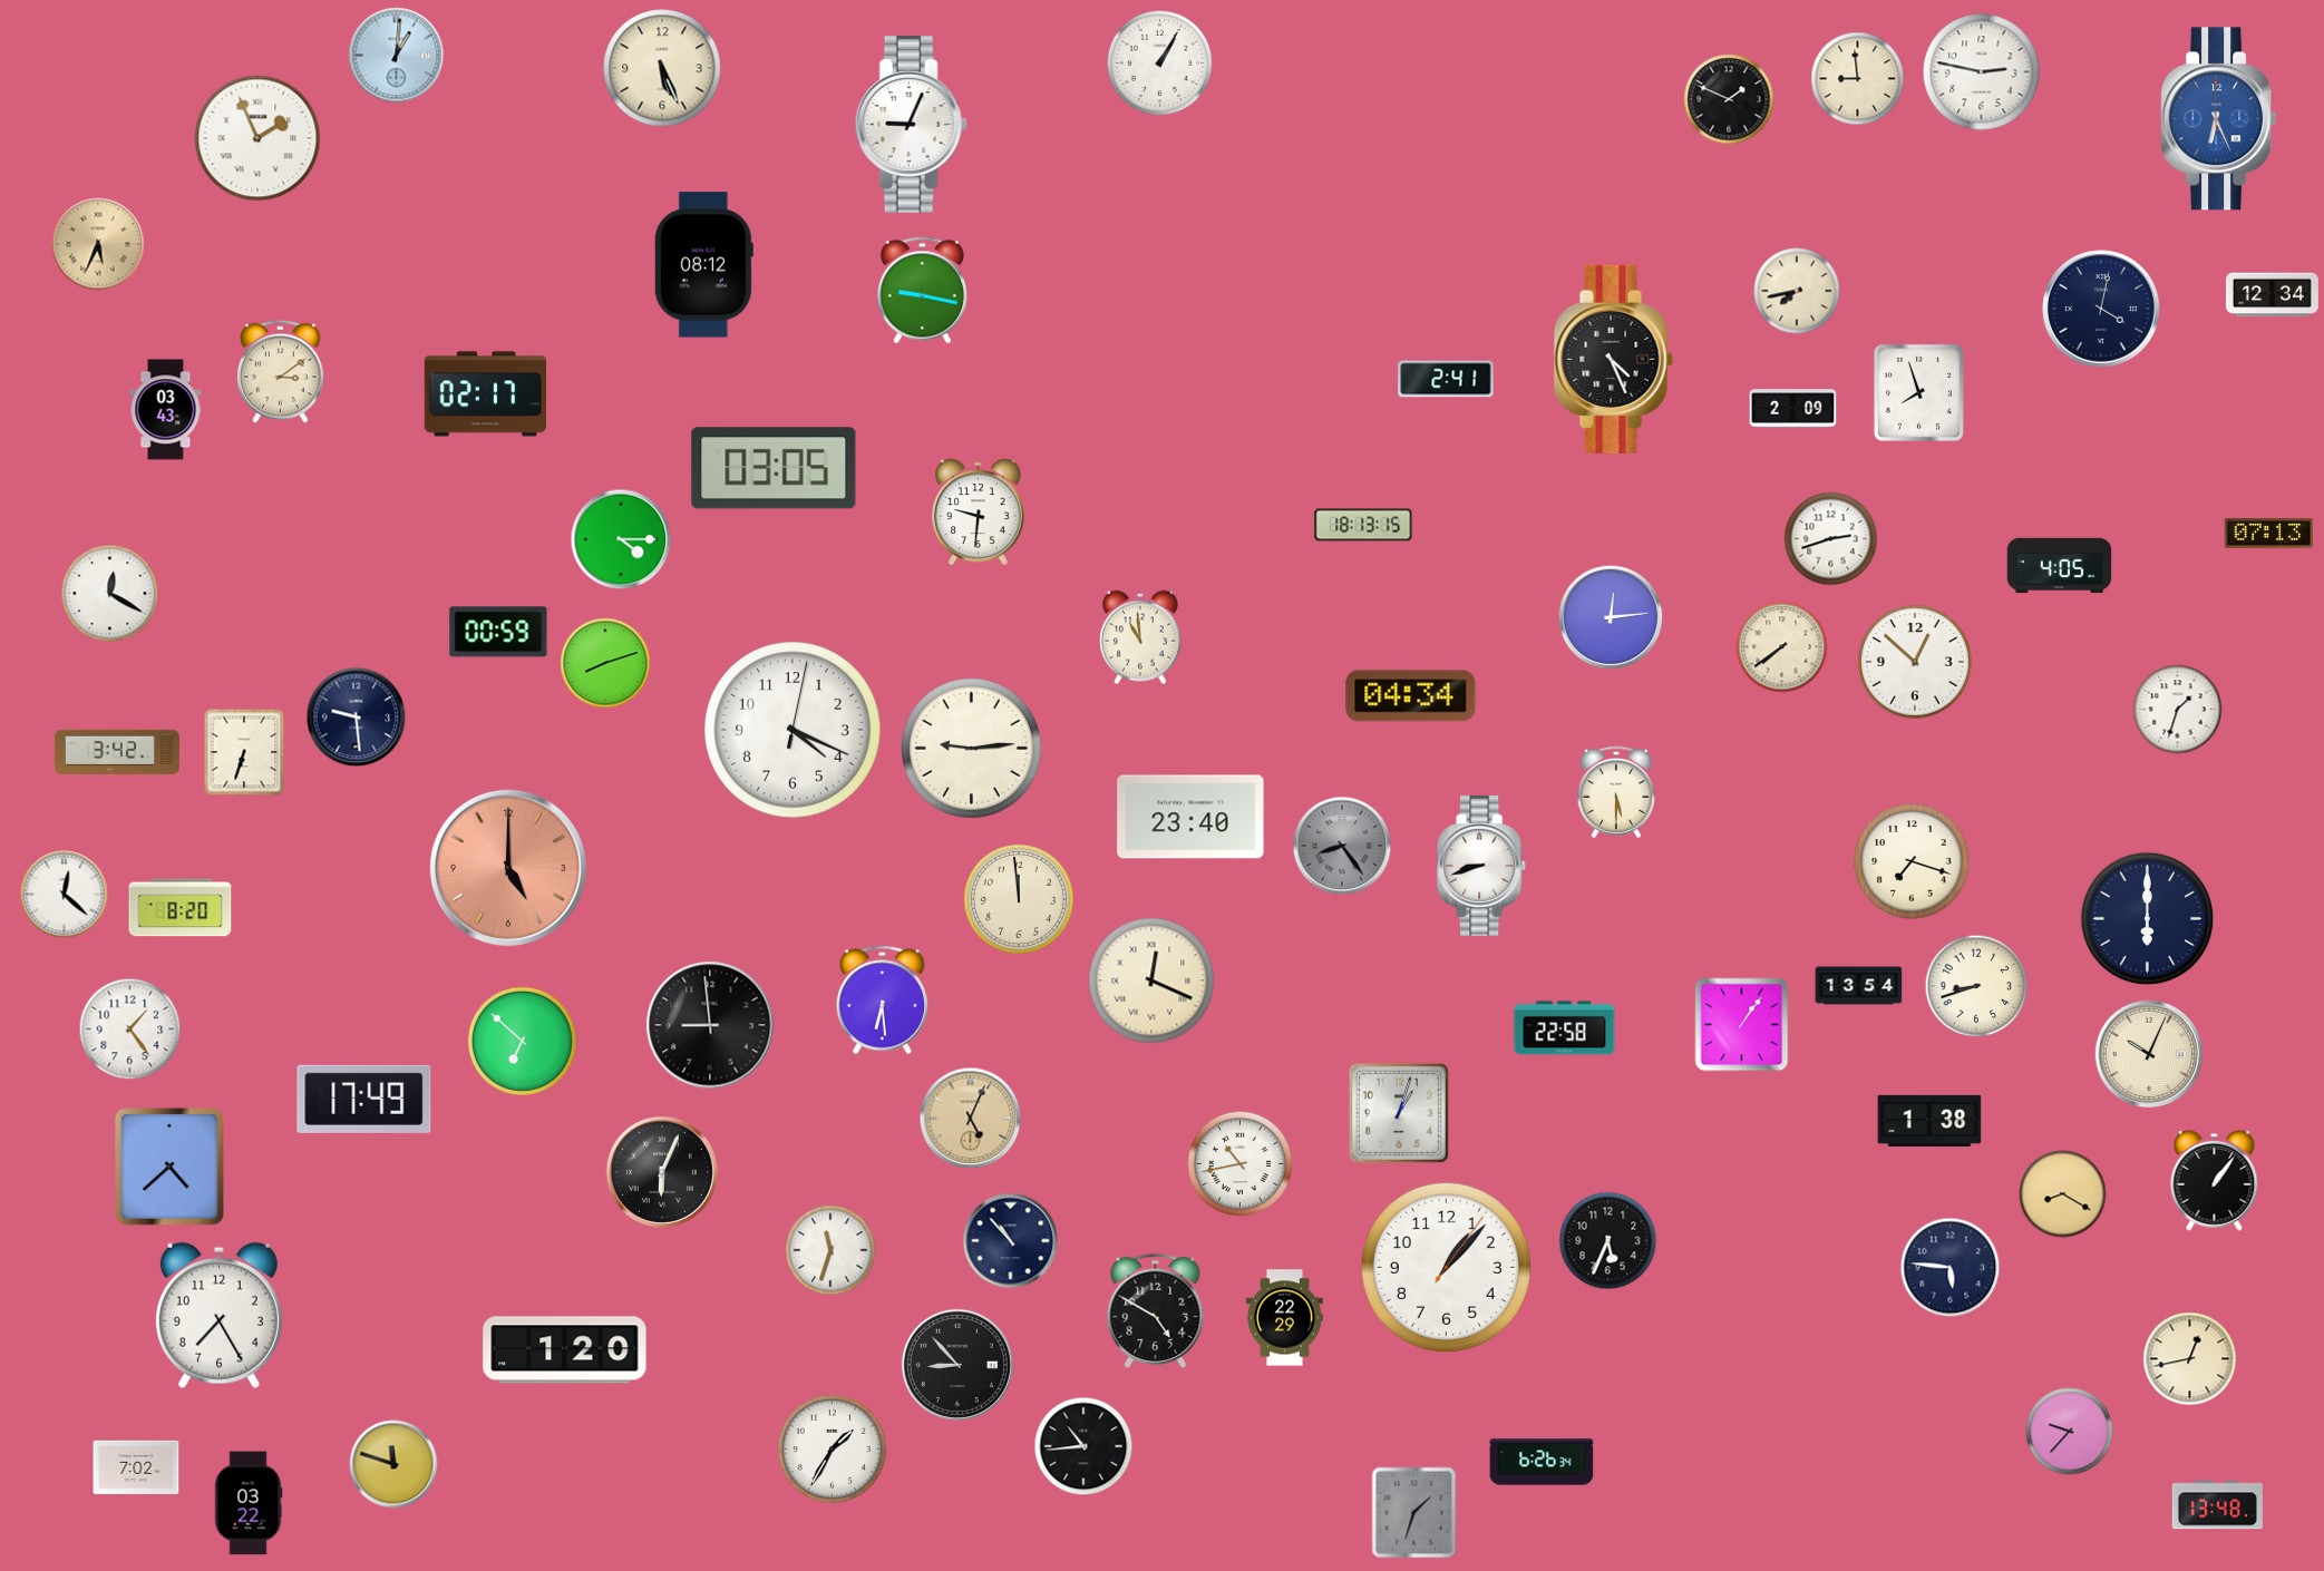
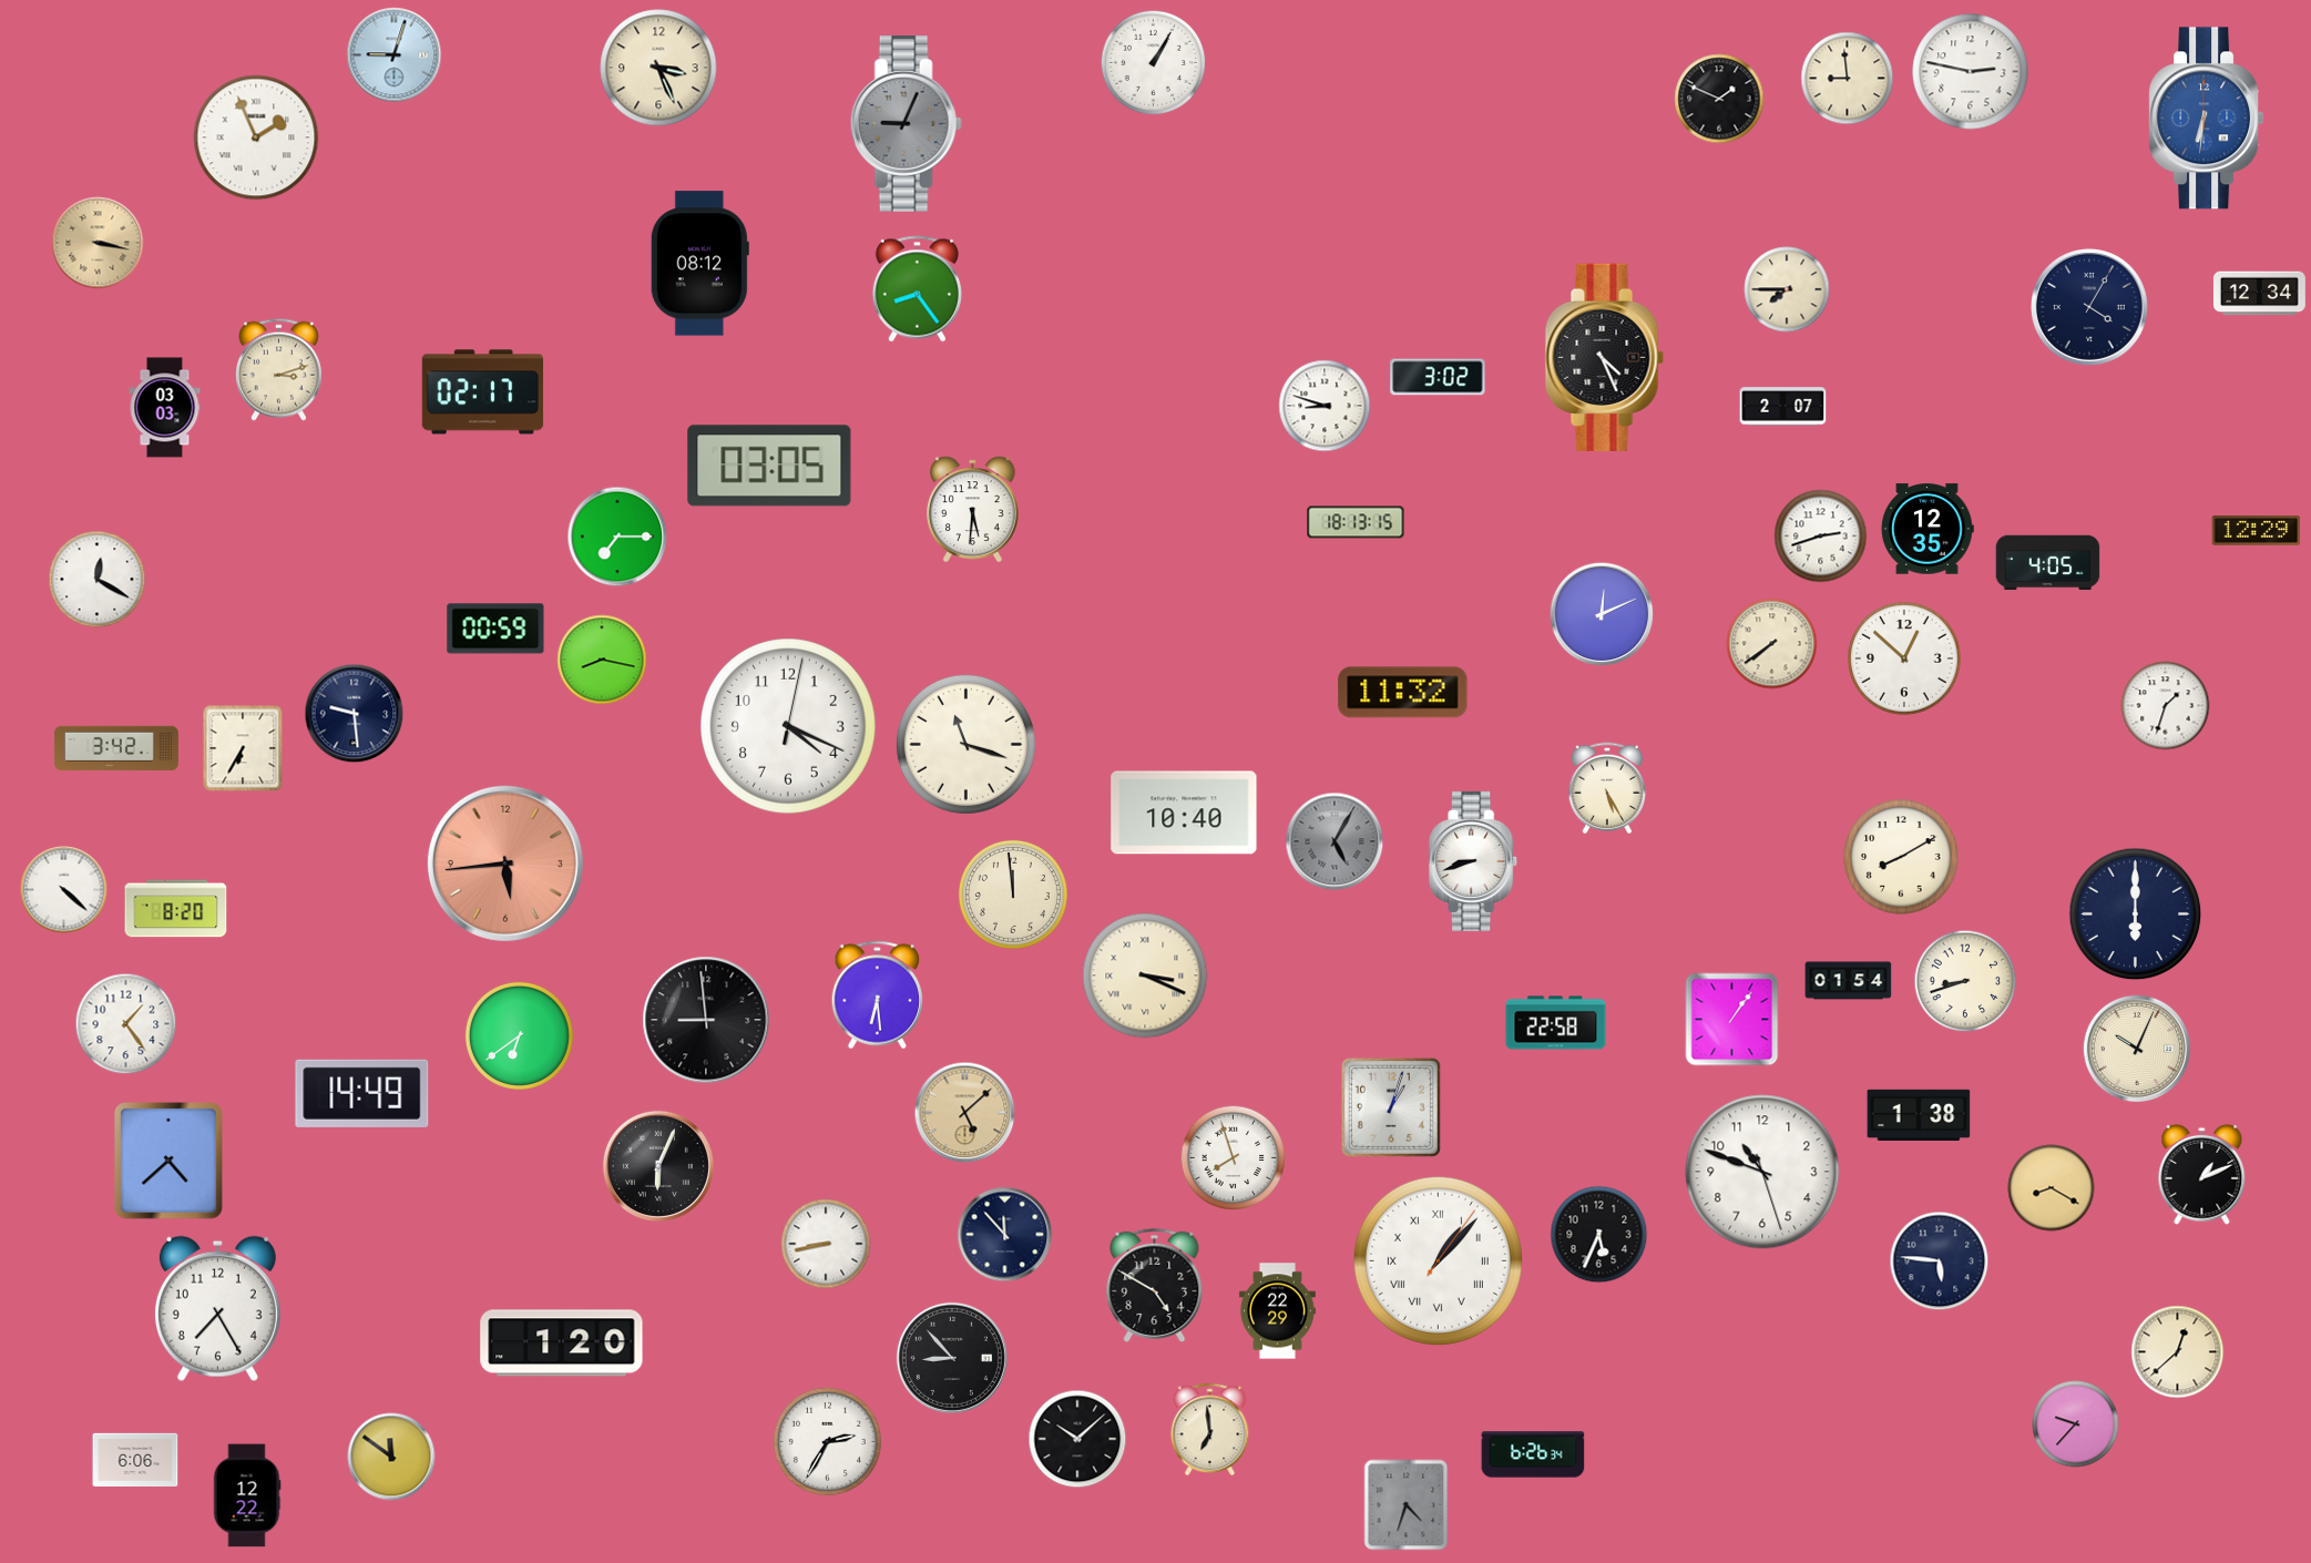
clock at (397, 56): 1:01 -> 9:03
clock at (662, 68): 5:26 -> 3:26
clock at (2219, 119): 6:26 -> 6:31
clock at (911, 125) dial: white -> grey
clock at (98, 244): 5:34 -> 3:17
clock at (922, 291): 9:17 -> 8:24
clock at (1797, 291): 7:43 -> 7:45
clock at (2102, 310): 4:02 -> 4:05
clock at (280, 371): 3:09 -> 3:12
clock at (1446, 379): 2:41 -> 3:02
clock at (1918, 392): 7:57 -> none
clock at (1325, 406): none -> 8:48
clock at (1793, 409): 2:09 -> 2:07
clock at (166, 410): 03:43 -> 03:03
clock at (979, 513): 9:31 -> 5:31
clock at (1927, 529): none -> 12:35
clock at (2269, 534): 07:13 -> 12:29
clock at (621, 539): 4:15 -> 7:15
clock at (110, 594) position: (110, 594) -> (98, 580)
clock at (1611, 617): 12:14 -> 12:11
clock at (1141, 637): 10:59 -> none
clock at (605, 663): 8:12 -> 8:17
clock at (1411, 696): 04:34 -> 11:32
clock at (971, 748): 9:14 -> 11:18
clock at (244, 752): 6:33 -> 6:35
clock at (1616, 792): 5:30 -> 5:25
clock at (1190, 817): 23:40 -> 10:40
clock at (1342, 846): 8:24 -> 5:05
clock at (1912, 861): 7:18 -> 8:10
clock at (508, 868): 5:00 -> 5:44
clock at (65, 895): 12:22 -> 4:22
clock at (181, 908) position: (181, 908) -> (176, 909)
clock at (1151, 980): 12:19 -> 3:19
clock at (1859, 986): 13:54 -> 01:54
clock at (130, 1030) position: (130, 1030) -> (126, 1024)
clock at (522, 1041): 6:52 -> 6:39
clock at (364, 1099): 17:49 -> 14:49
clock at (971, 1119): 5:04 -> 5:08
clock at (1241, 1164): 10:43 -> 7:57
clock at (1762, 1172): none -> 10:48
clock at (2215, 1180): 1:06 -> 1:11
clock at (1011, 1241): 10:53 -> 11:53
clock at (830, 1250): 11:33 -> 8:43
clock at (1446, 1267) numerals: Arabic -> Roman
clock at (1156, 1310) position: (1156, 1310) -> (1155, 1285)
clock at (2190, 1359): 12:43 -> 12:38
clock at (2070, 1432) position: (2070, 1432) -> (2076, 1424)
clock at (1210, 1430): none -> 6:59
clock at (1083, 1446): 10:44 -> 10:08
clock at (832, 1448): 1:35 -> 2:35
clock at (393, 1464): 11:48 -> 11:51
clock at (136, 1466): 7:02 -> 6:06
clock at (249, 1503): 03:22 -> 12:22
clock at (2217, 1505): 13:48 -> none
clock at (1414, 1513): 1:33 -> 4:33
